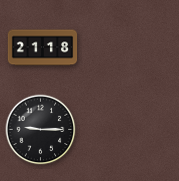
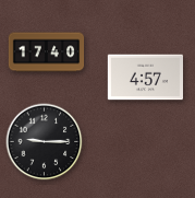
clock at (43, 48): 21:18 -> 17:40
clock at (145, 78): none -> 4:57
